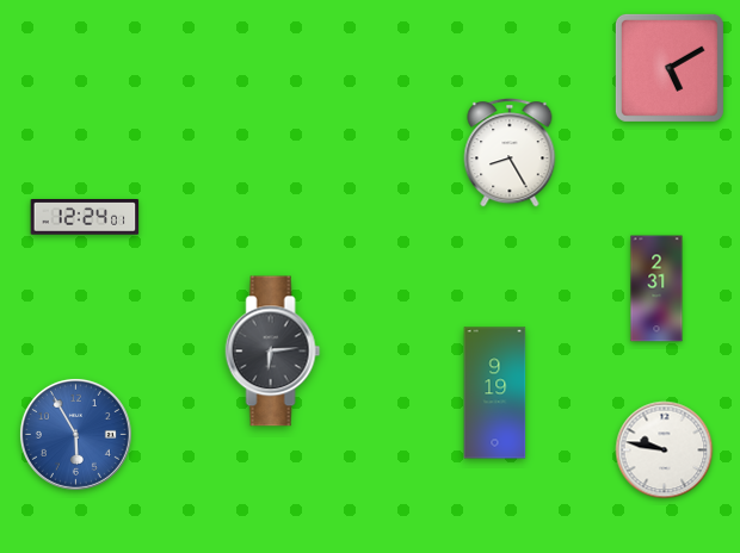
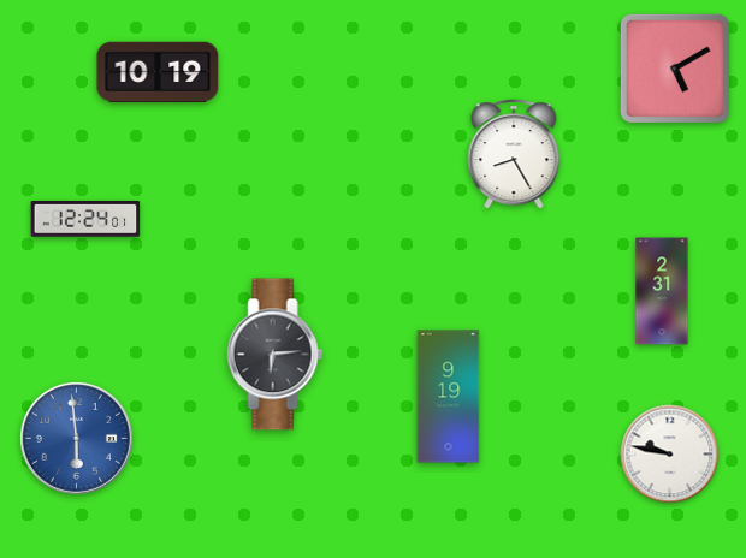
clock at (158, 72): none -> 10:19
clock at (495, 393) position: (495, 393) -> (449, 397)
clock at (75, 434): 5:55 -> 5:59
